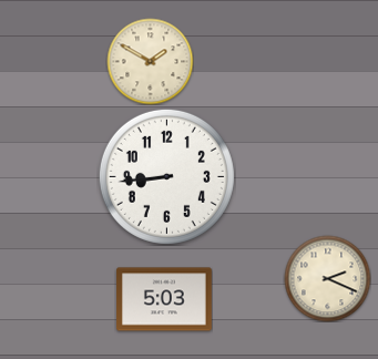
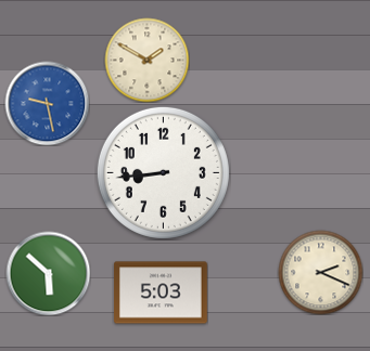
clock at (47, 103): none -> 9:28
clock at (48, 273): none -> 5:52
